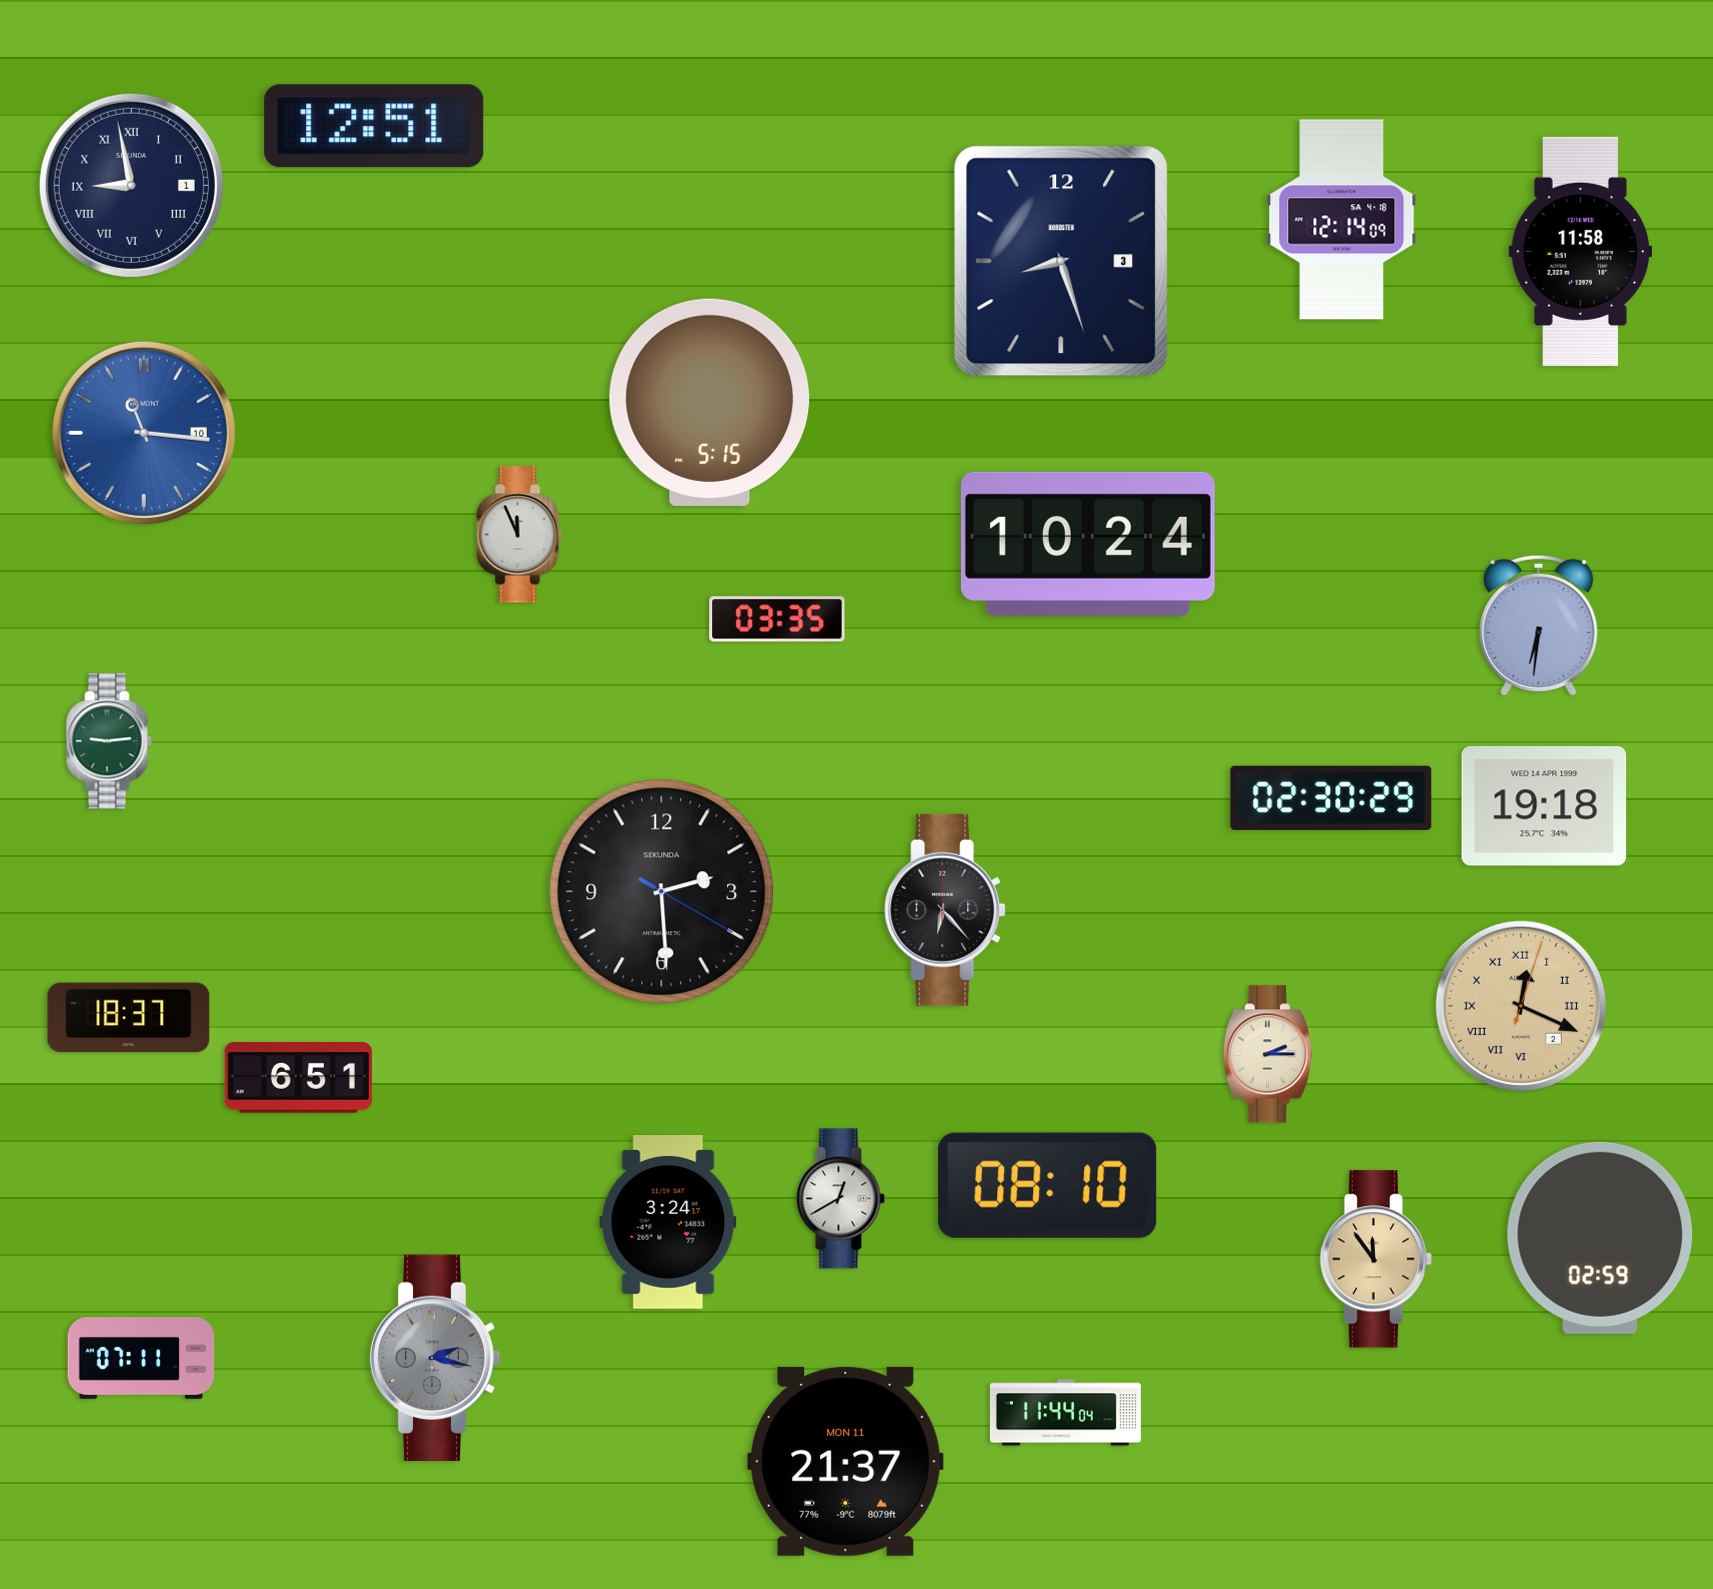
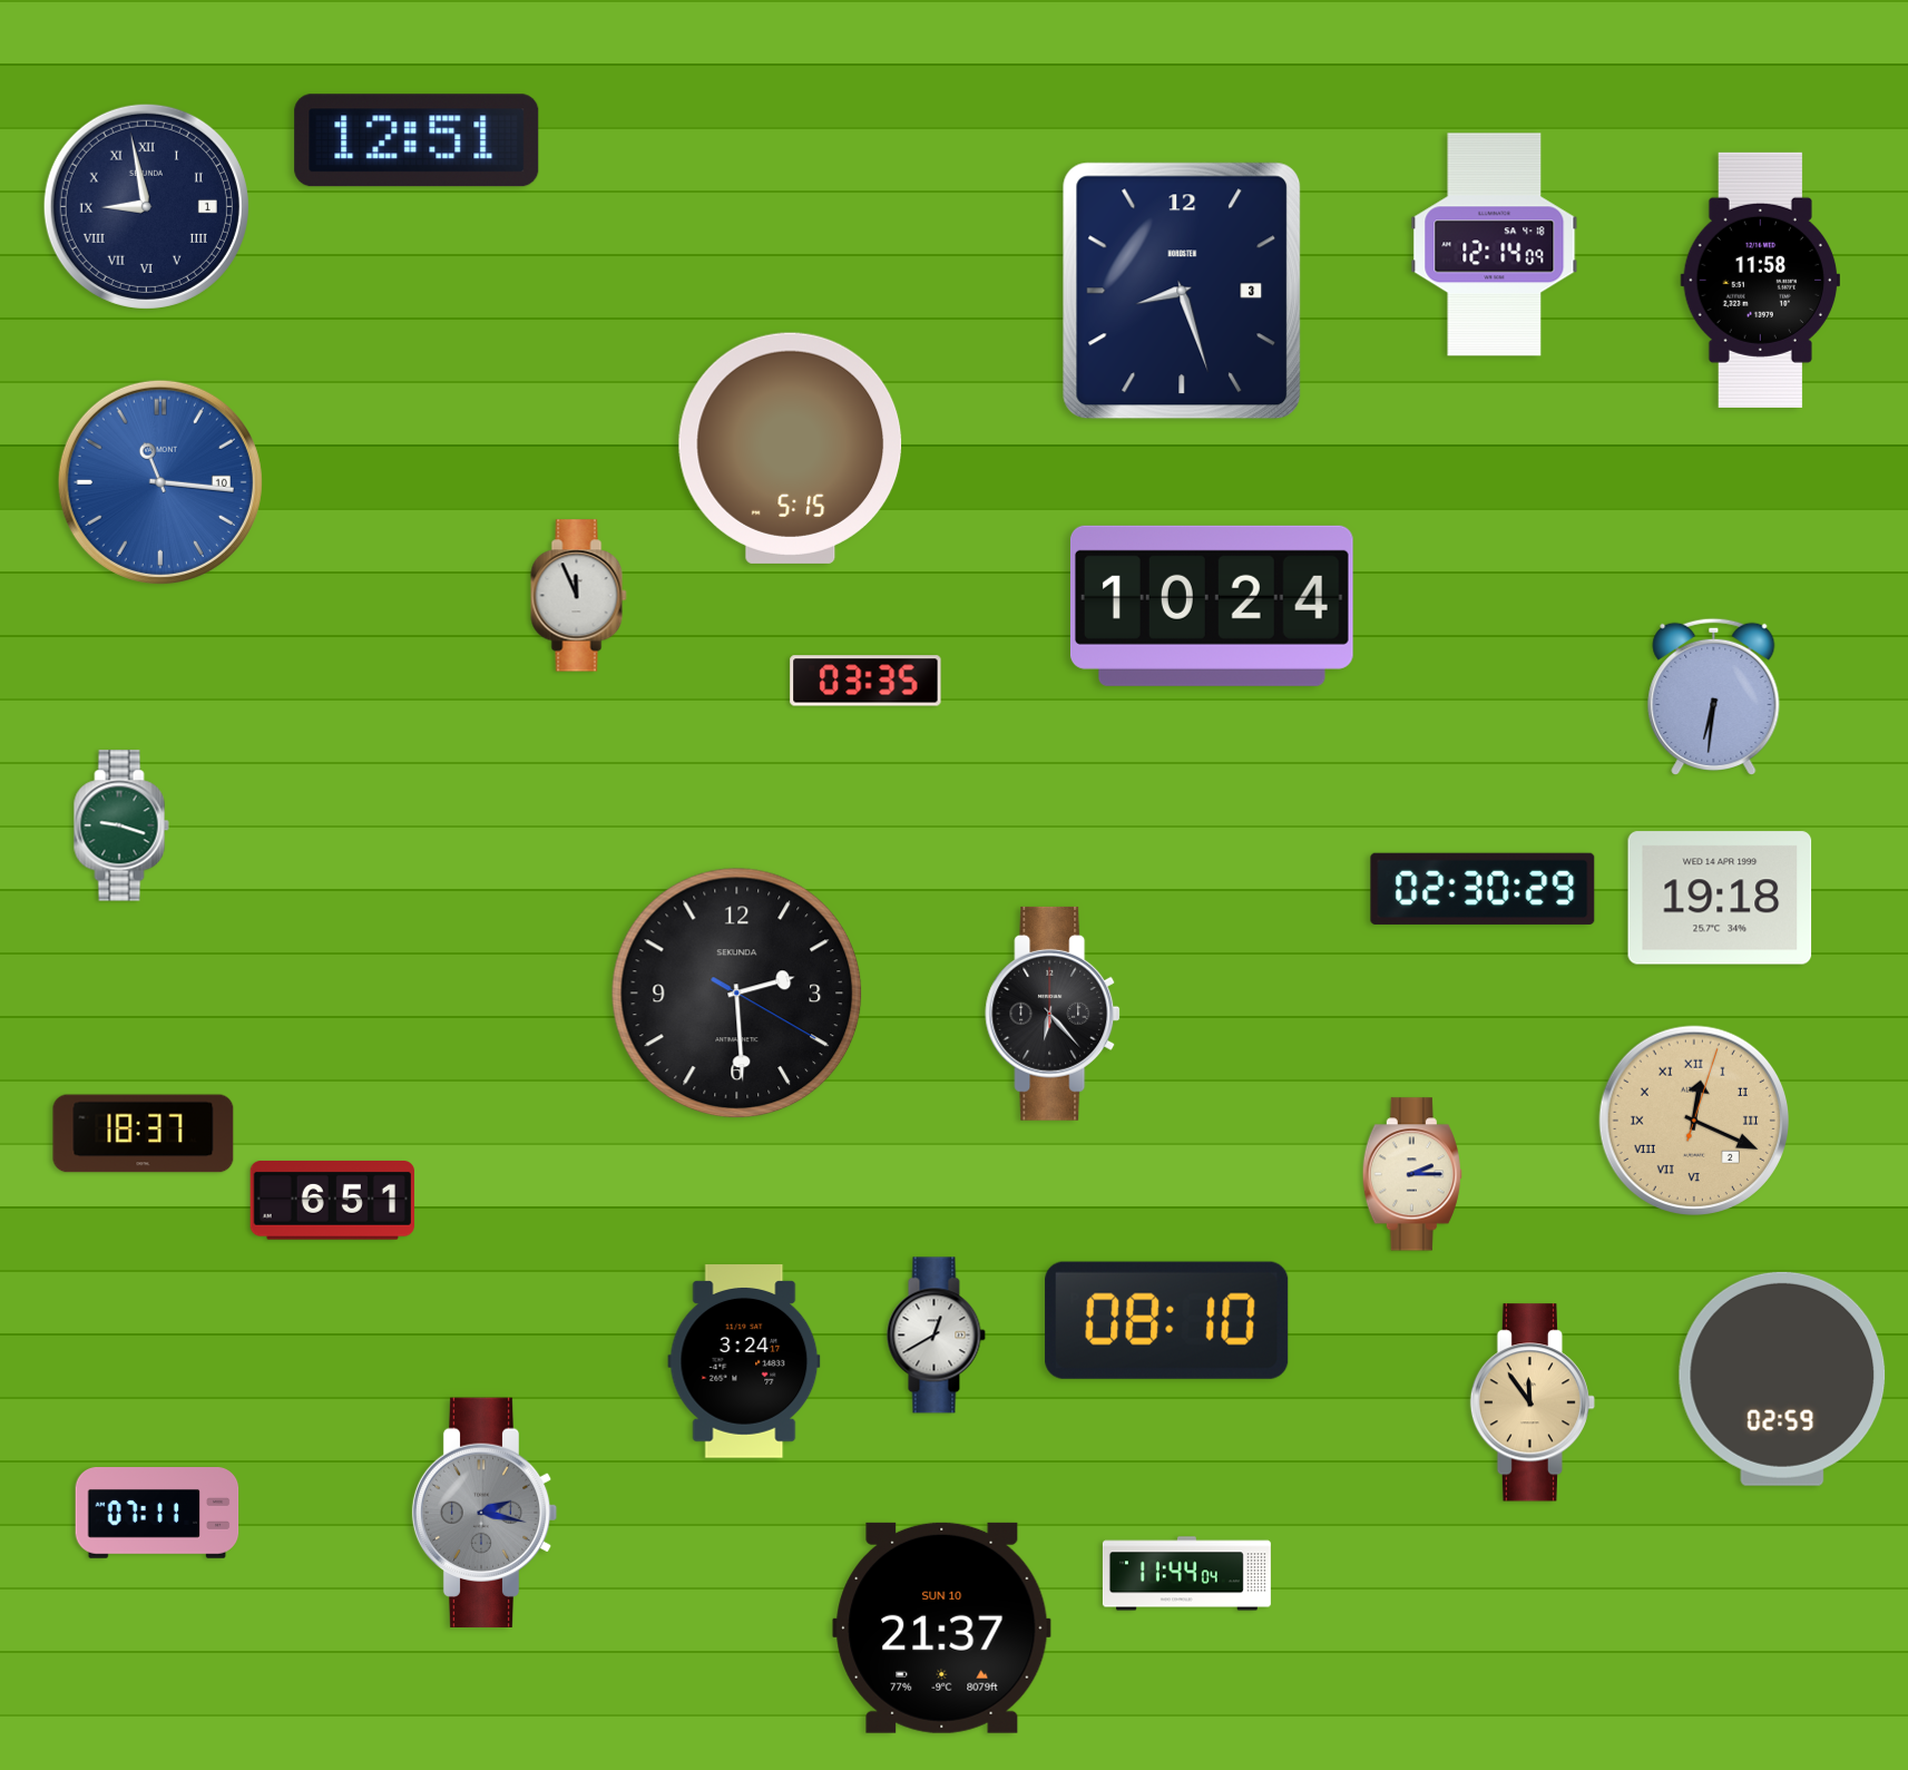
clock at (777, 619) position: (777, 619) -> (865, 681)
clock at (109, 741): 9:14 -> 9:18
clock at (846, 1461) date: MON 11 -> SUN 10
